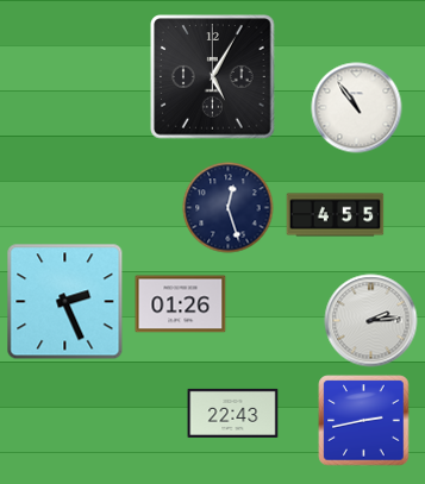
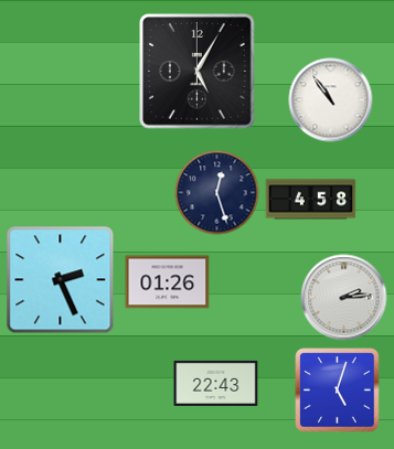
clock at (229, 208) position: (229, 208) -> (217, 193)
clock at (336, 215): 4:55 -> 4:58
clock at (364, 421): 2:43 -> 5:03
